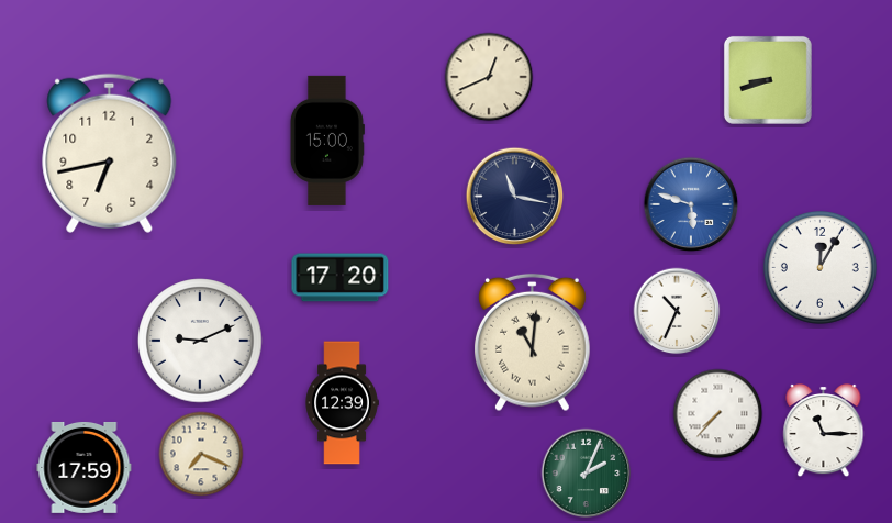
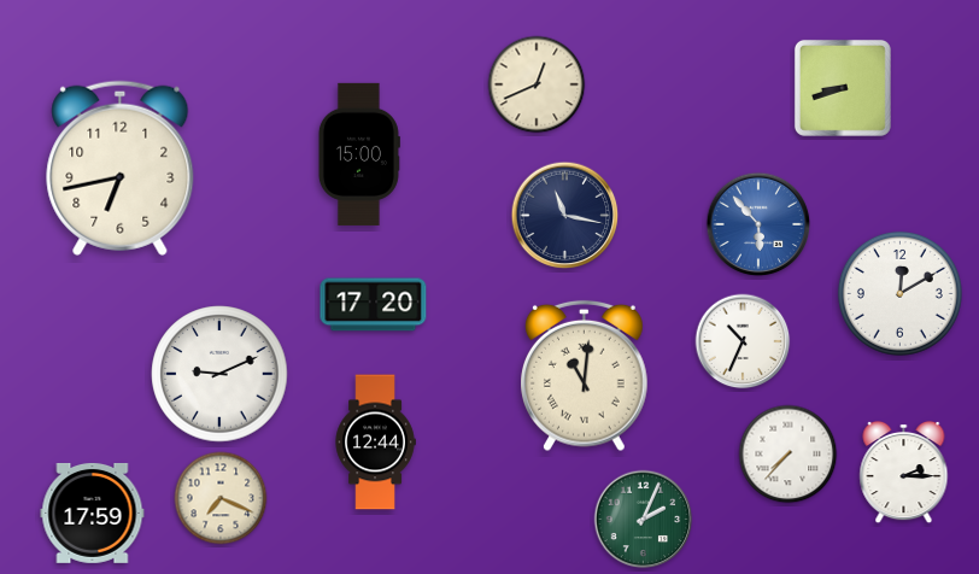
clock at (691, 204): 5:48 -> 5:53
clock at (819, 267): 12:05 -> 12:10
clock at (342, 403): 12:39 -> 12:44
clock at (824, 431): 11:15 -> 2:15
